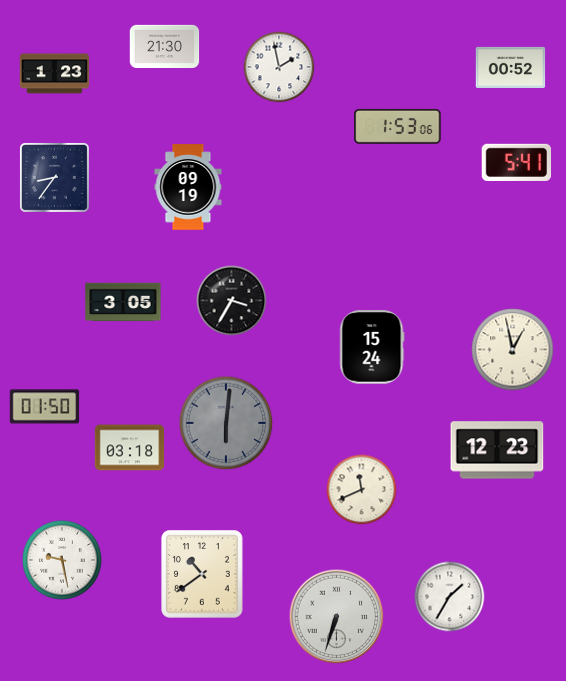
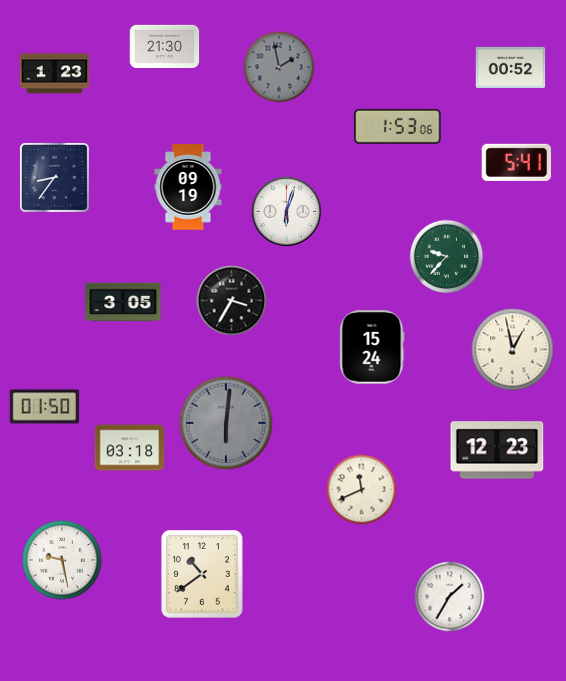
clock at (279, 67) dial: white -> grey
clock at (286, 211): none -> 6:03
clock at (447, 257): none -> 9:37
clock at (337, 617): 6:33 -> none
